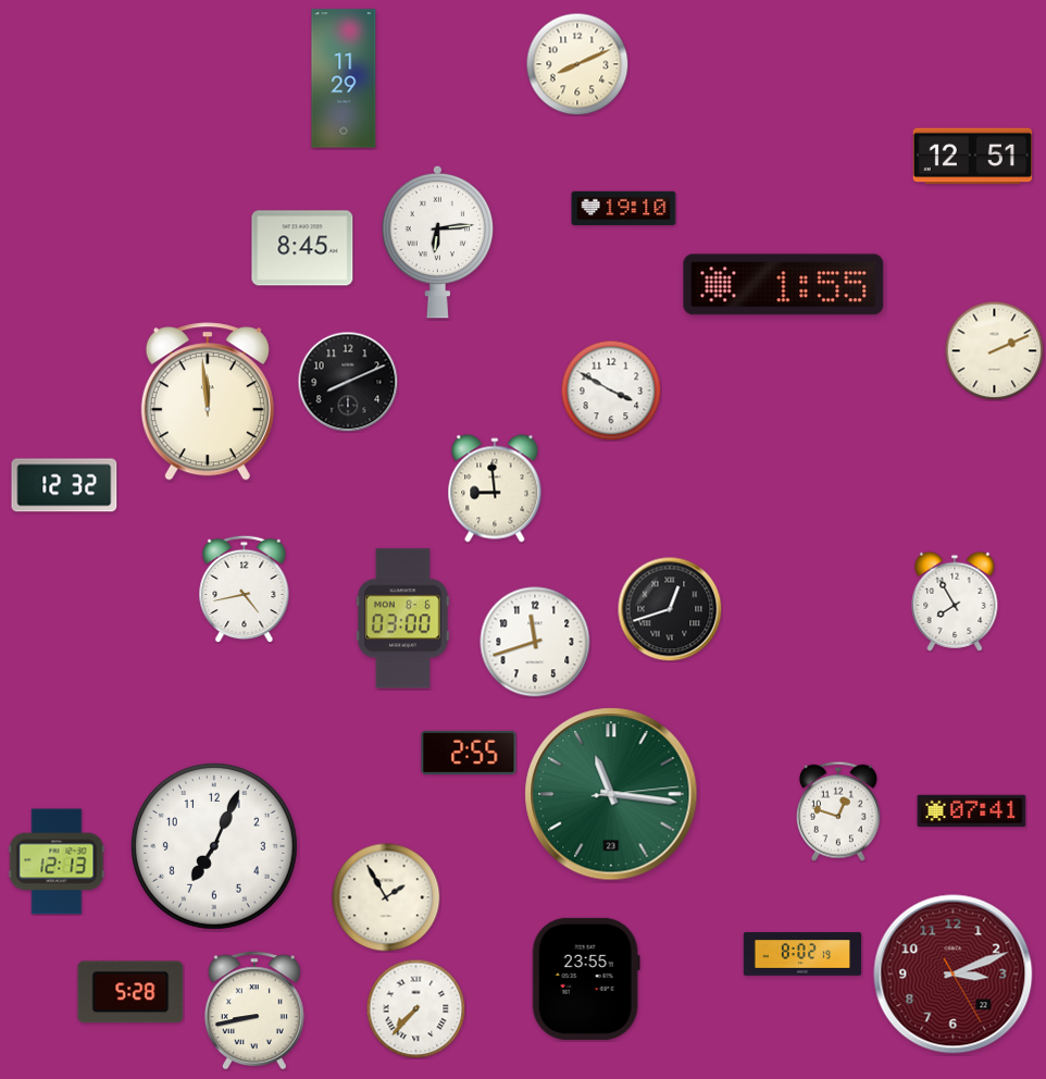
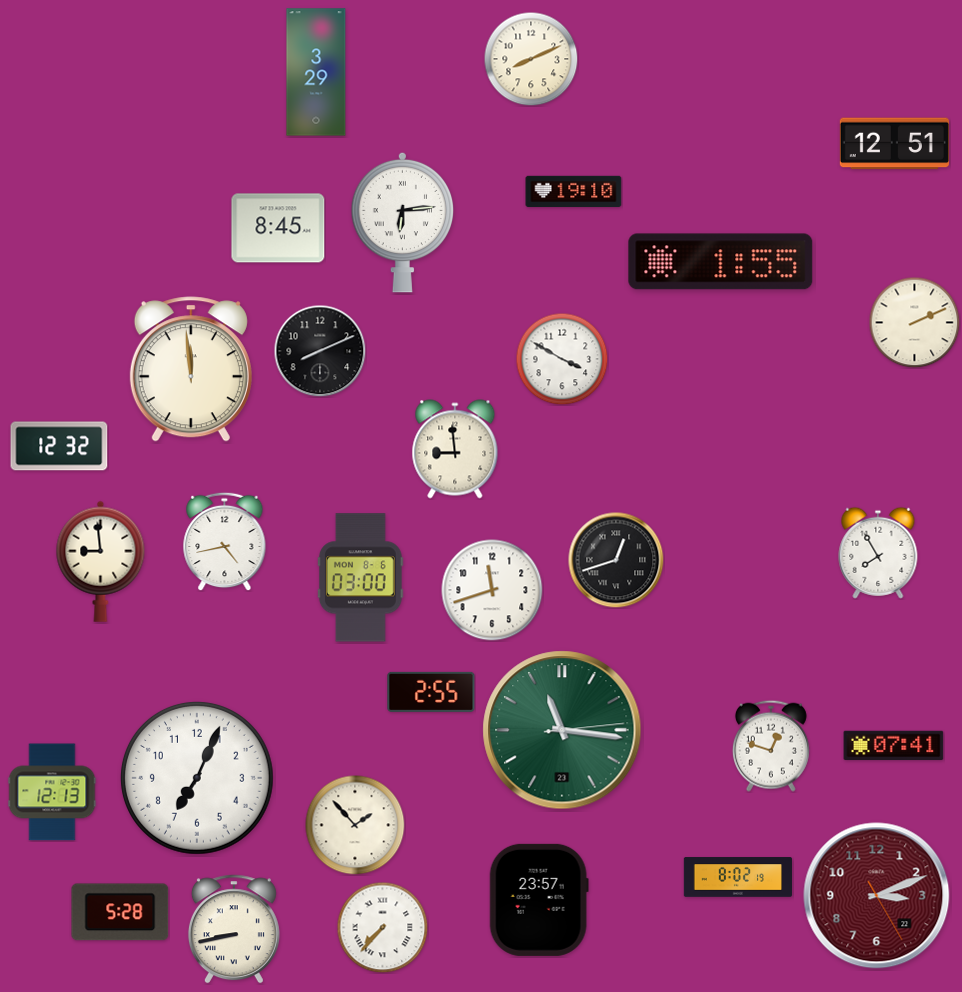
clock at (344, 78): 11:29 -> 3:29
clock at (101, 561): none -> 8:59
clock at (402, 619) position: (402, 619) -> (360, 578)
clock at (386, 897): 1:55 -> 1:53
clock at (586, 979): 23:55 -> 23:57
